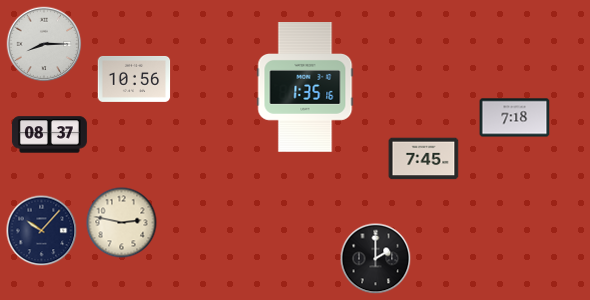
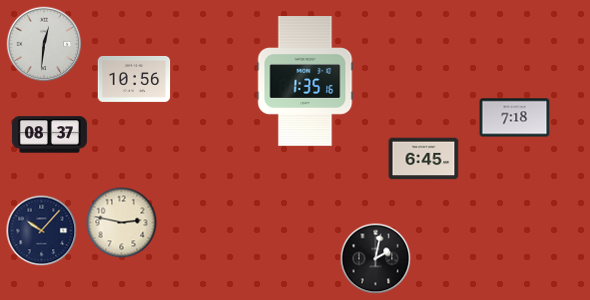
clock at (44, 44): 8:15 -> 12:31
clock at (305, 88) position: (305, 88) -> (305, 82)
clock at (424, 159): 7:45 -> 6:45
clock at (376, 259): 2:00 -> 2:02
